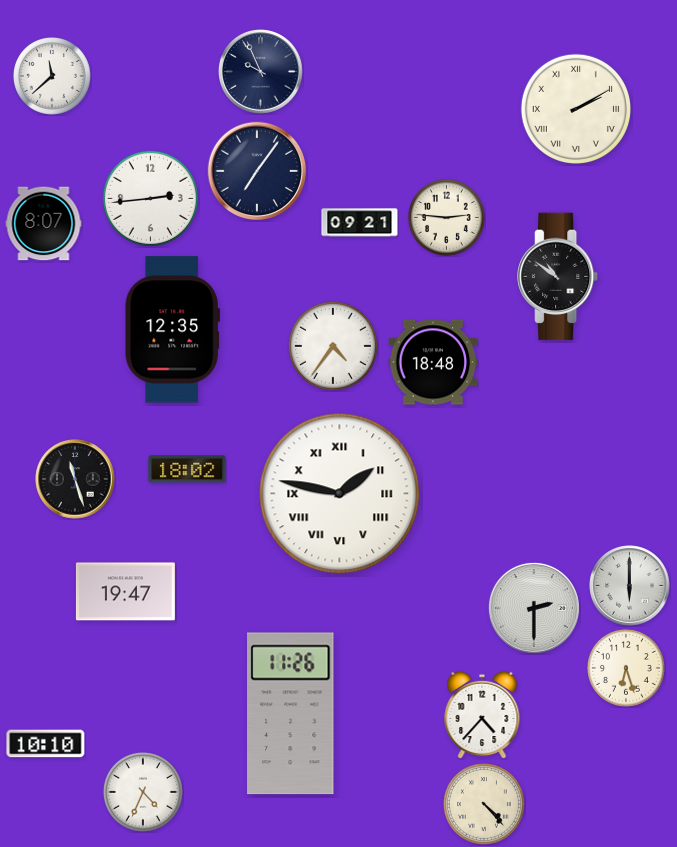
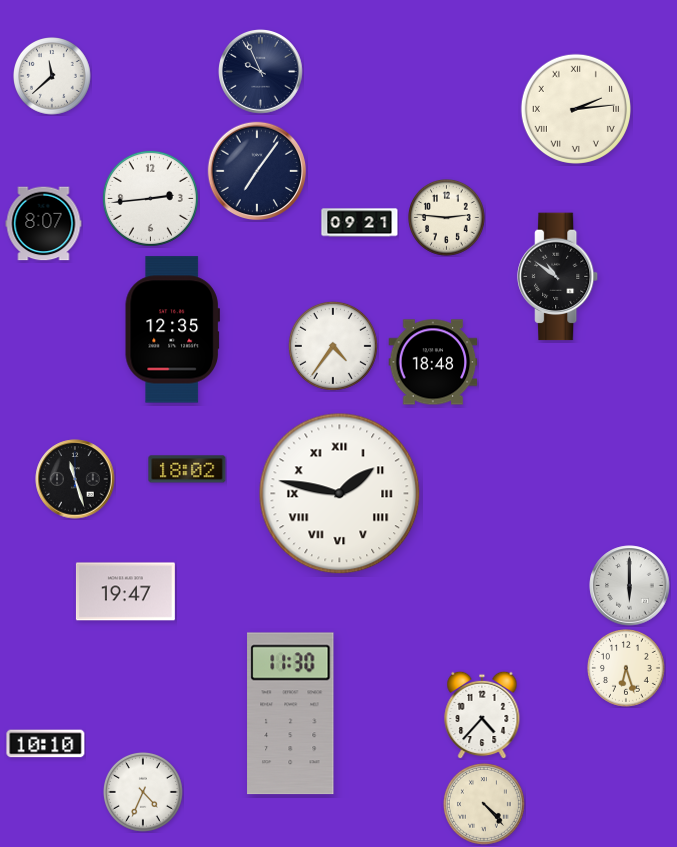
clock at (576, 109): 2:10 -> 2:14
clock at (534, 608): 2:30 -> none
clock at (291, 714): 11:26 -> 11:30
